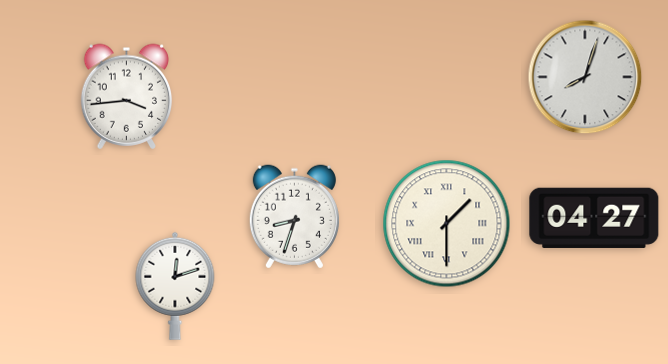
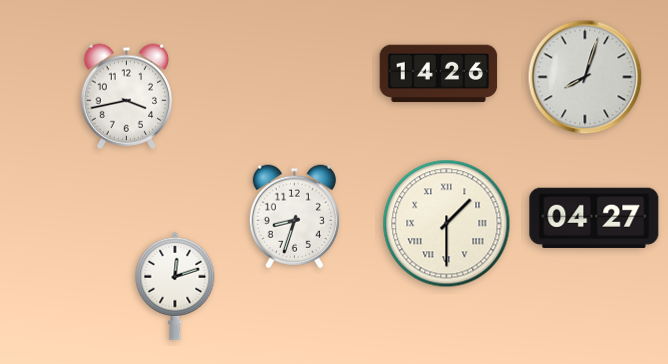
clock at (439, 74): none -> 14:26
clock at (127, 96): 3:44 -> 3:43
